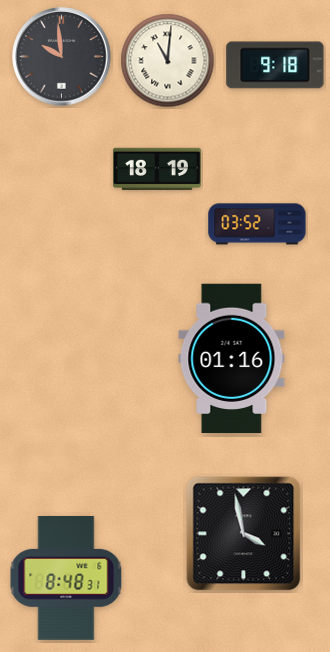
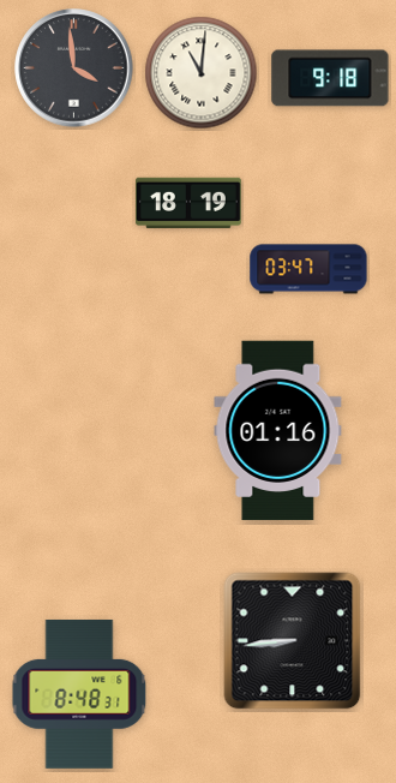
clock at (62, 57): 9:59 -> 3:59
clock at (257, 224): 03:52 -> 03:47
clock at (244, 534): 3:58 -> 8:44
